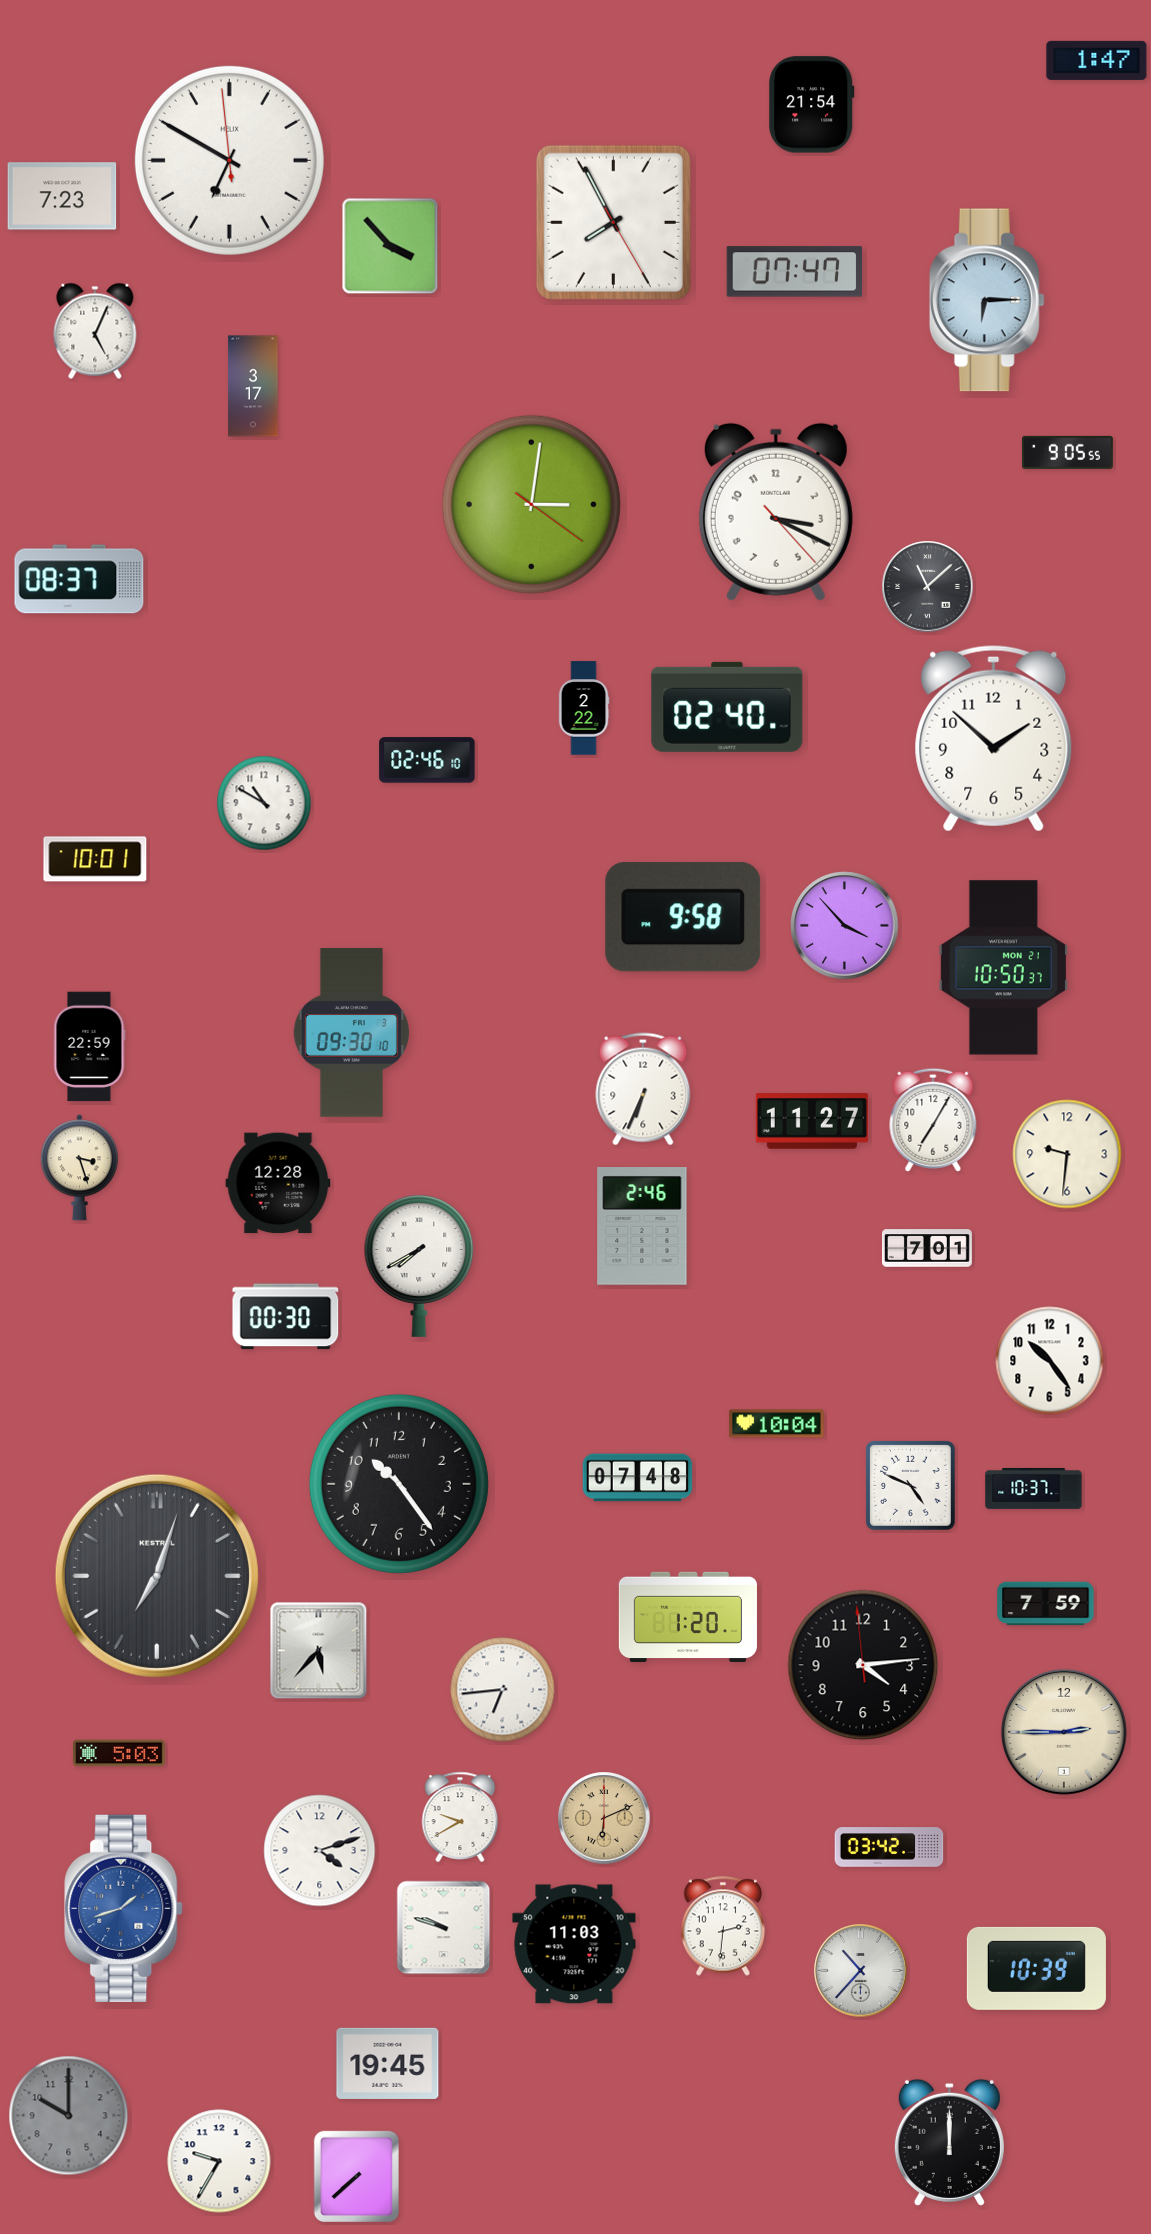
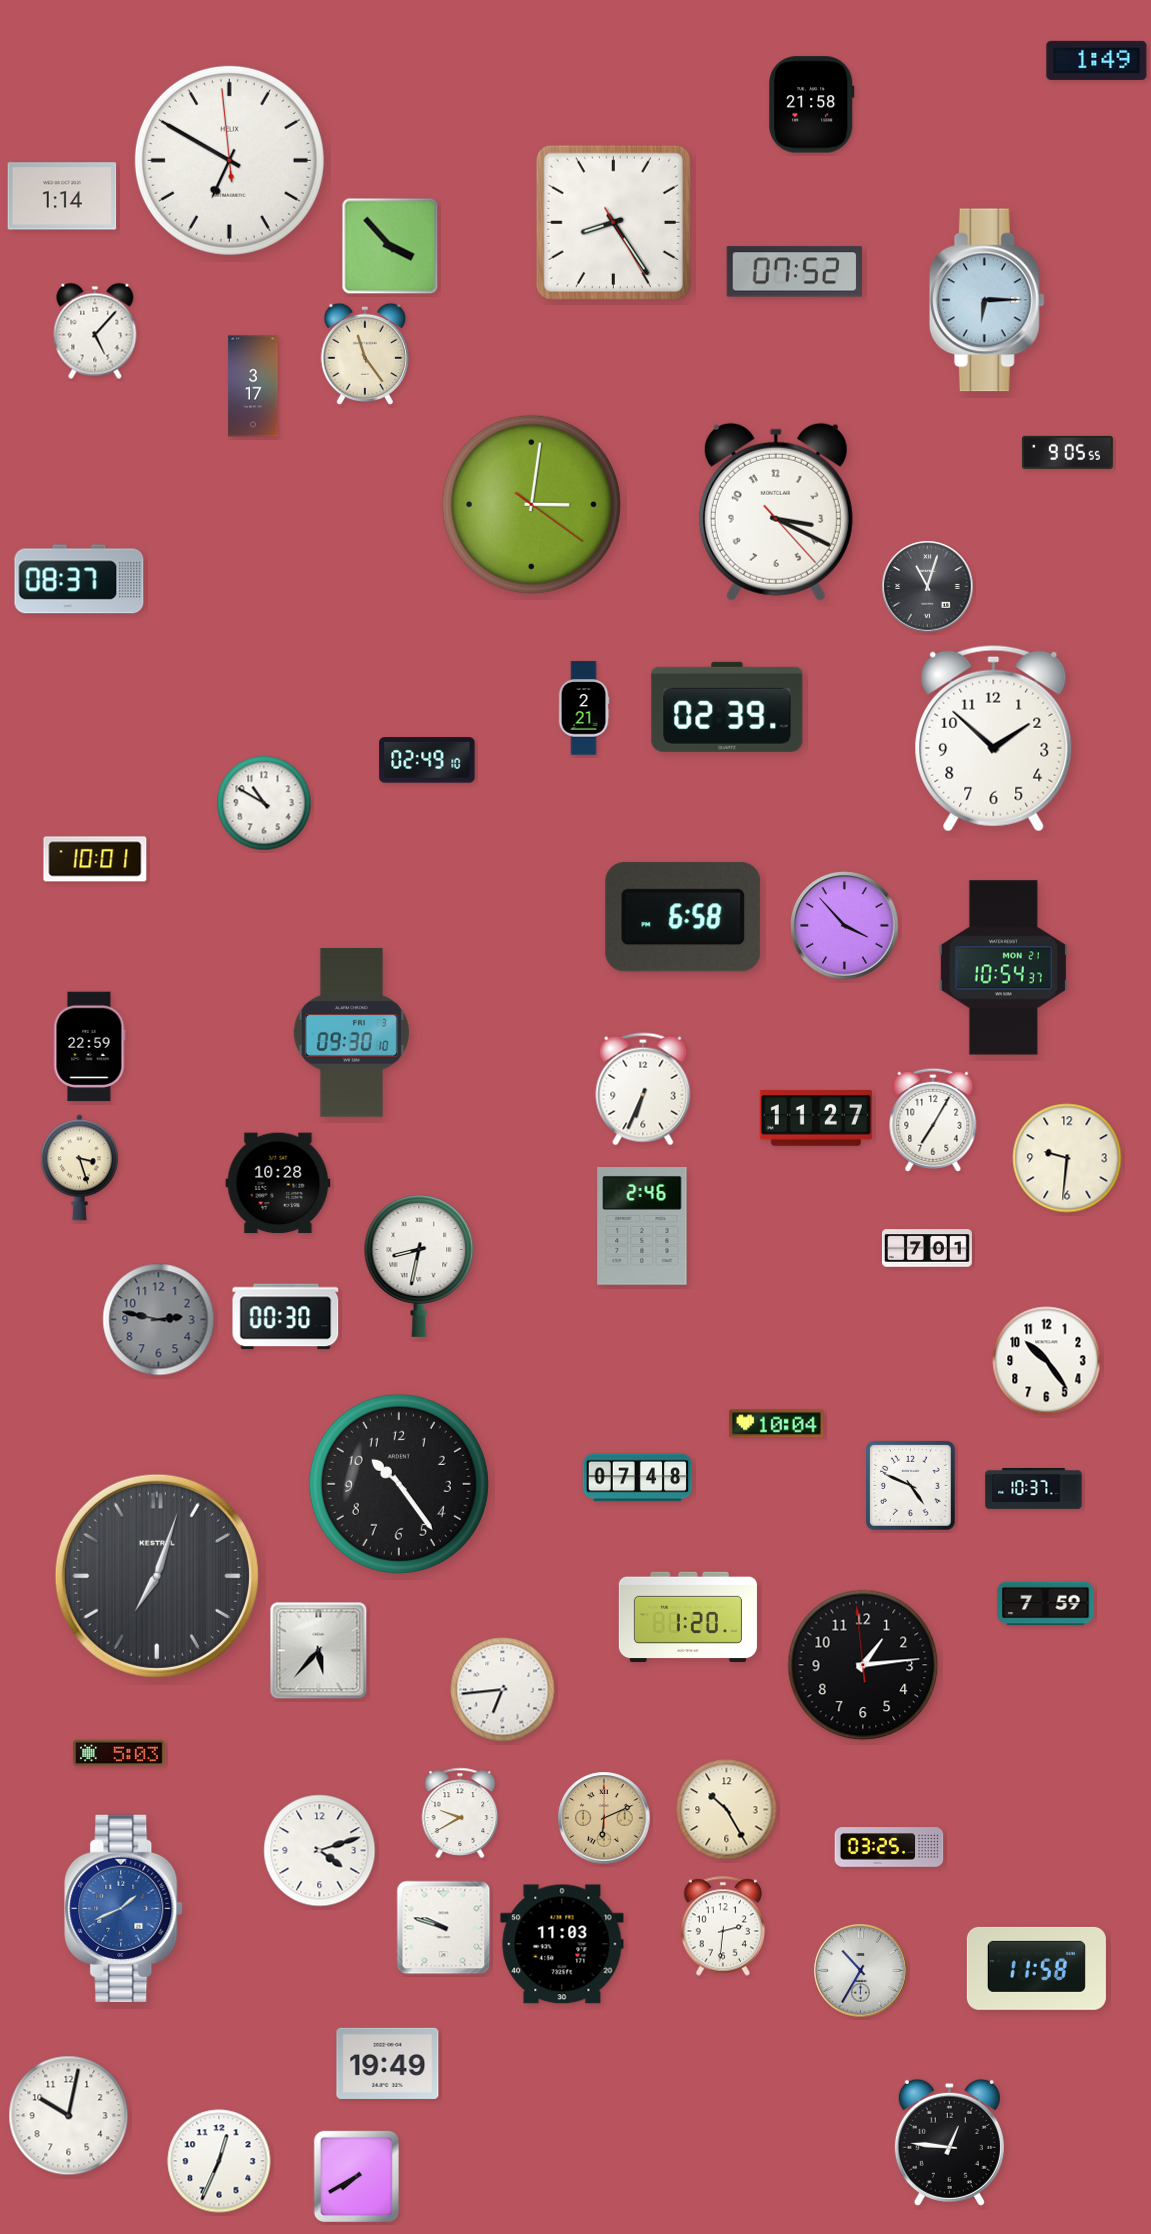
clock at (1097, 60): 1:47 -> 1:49
clock at (812, 105): 21:54 -> 21:58
clock at (62, 196): 7:23 -> 1:14
clock at (613, 222): 7:55 -> 8:24
clock at (795, 272): 07:47 -> 07:52
clock at (95, 331): 5:04 -> 5:07
clock at (365, 353): none -> 11:24
clock at (928, 587): 11:08 -> 11:03
clock at (727, 707): 02:40 -> 02:39
clock at (584, 708): 2:22 -> 2:21
clock at (427, 760): 02:46 -> 02:49
clock at (683, 917): 9:58 -> 6:58
clock at (1003, 968): 10:50 -> 10:54
clock at (812, 1121) position: (812, 1121) -> (816, 1118)
clock at (1067, 1154) position: (1067, 1154) -> (1067, 1158)
clock at (278, 1183): 12:28 -> 10:28
clock at (419, 1266): 7:40 -> 8:32
clock at (159, 1320): none -> 2:47
clock at (1050, 1361) position: (1050, 1361) -> (1047, 1361)
clock at (863, 1665): 4:13 -> 1:13
clock at (1064, 1732): 2:45 -> none
clock at (727, 1810): none -> 10:25
clock at (460, 1817) position: (460, 1817) -> (460, 1813)
clock at (889, 1847): 03:42 -> 03:25
clock at (124, 1908): 1:42 -> 1:41
clock at (574, 1944) position: (574, 1944) -> (562, 1944)
clock at (1036, 1968): 10:39 -> 11:58
clock at (861, 1971): 10:37 -> 10:35
clock at (388, 2063): 19:45 -> 19:49
clock at (69, 2116): 10:00 -> 10:02
clock at (69, 2116) dial: grey -> white
clock at (949, 2142): 12:00 -> 12:46
clock at (219, 2161): 9:35 -> 12:34
clock at (356, 2176): 7:38 -> 7:40
